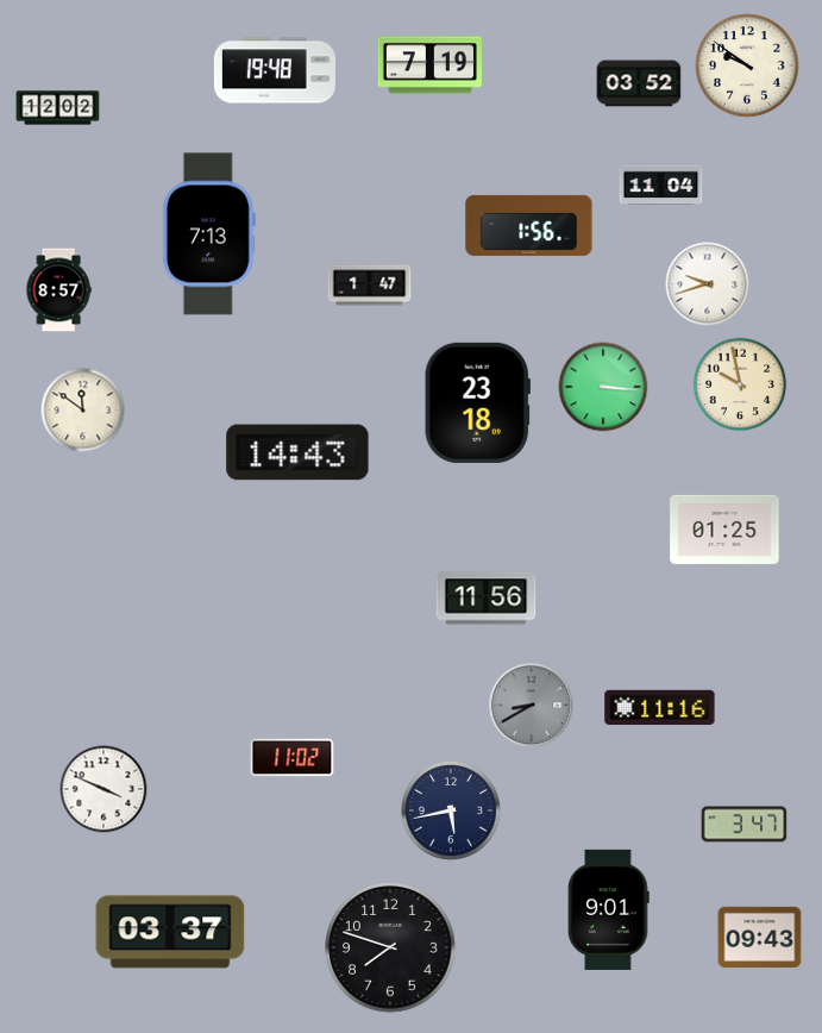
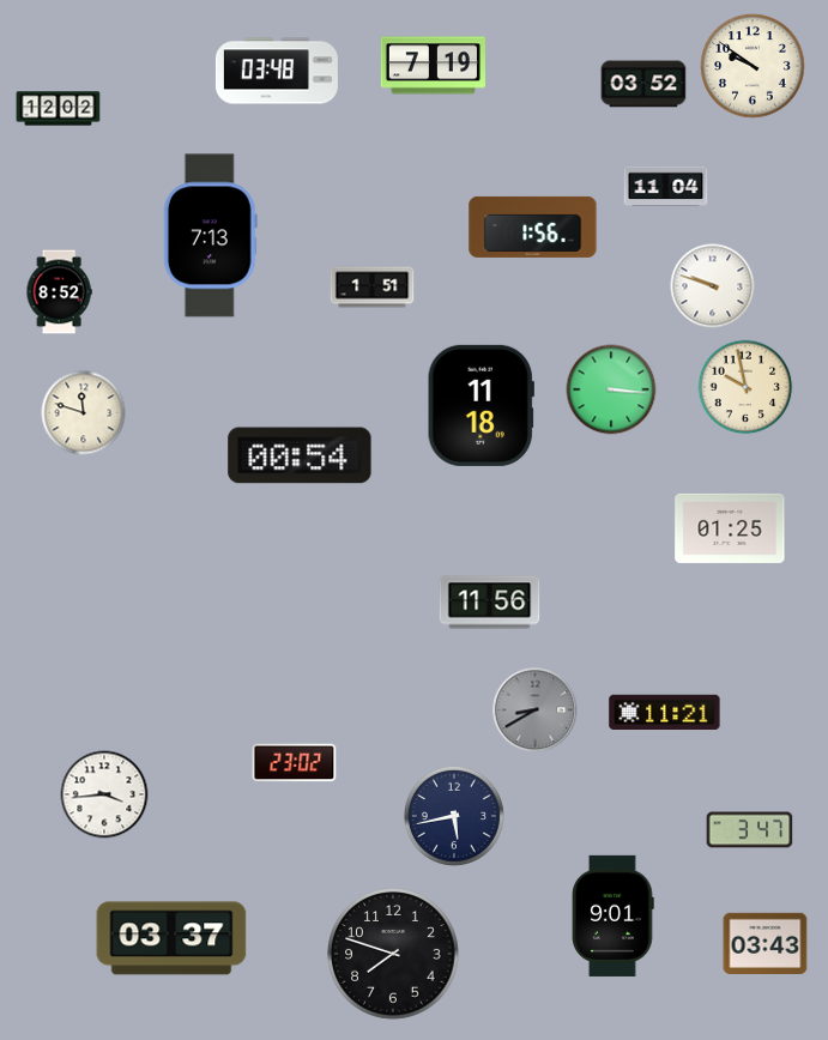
clock at (275, 70): 19:48 -> 03:48
clock at (708, 284): 9:42 -> 9:48
clock at (370, 286): 1:47 -> 1:51
clock at (58, 290): 8:57 -> 8:52
clock at (603, 387) position: (603, 387) -> (611, 389)
clock at (477, 402): 23:18 -> 11:18
clock at (83, 411): 11:51 -> 11:48
clock at (297, 452): 14:43 -> 00:54
clock at (724, 530) position: (724, 530) -> (730, 528)
clock at (660, 708): 11:16 -> 11:21
clock at (293, 758): 11:02 -> 23:02
clock at (103, 789): 3:49 -> 3:44
clock at (760, 937): 09:43 -> 03:43
